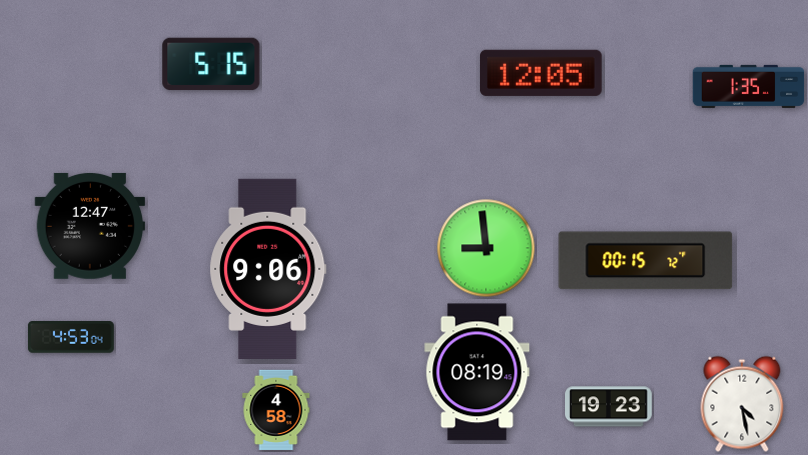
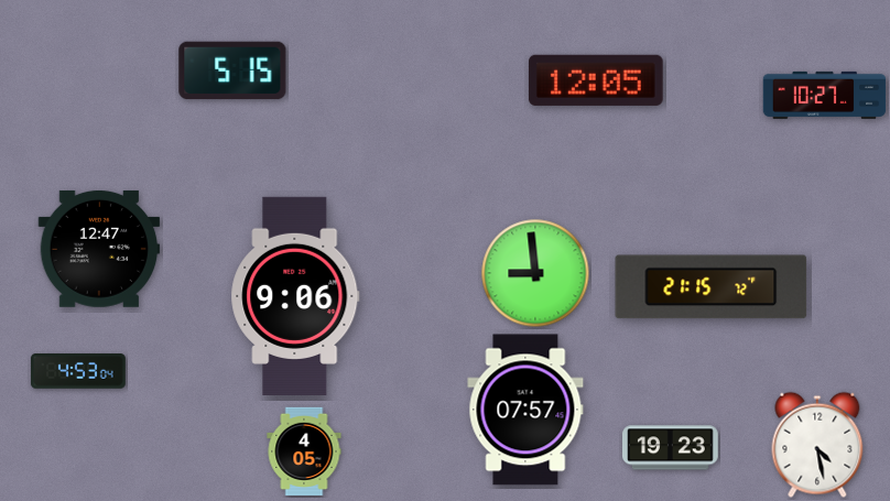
clock at (749, 86): 1:35 -> 10:27
clock at (646, 261): 00:15 -> 21:15
clock at (477, 372): 08:19 -> 07:57
clock at (276, 409): 4:58 -> 4:05
